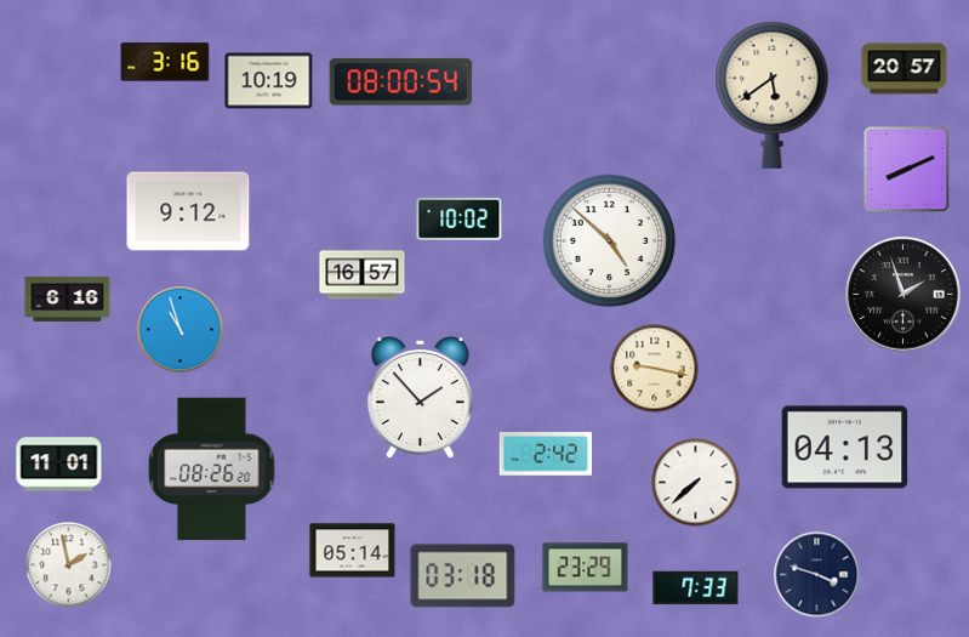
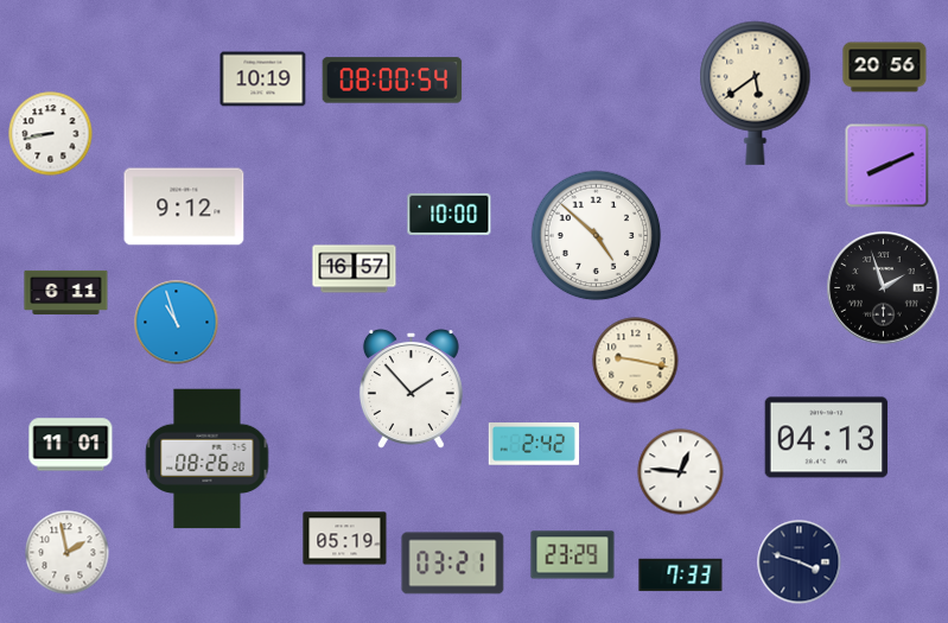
clock at (165, 62): 3:16 -> none
clock at (905, 69): 20:57 -> 20:56
clock at (51, 134): none -> 8:43
clock at (460, 218): 10:02 -> 10:00
clock at (68, 298): 6:16 -> 6:11
clock at (655, 369) position: (655, 369) -> (636, 361)
clock at (59, 465) position: (59, 465) -> (71, 445)
clock at (696, 483): 7:38 -> 12:46
clock at (353, 551): 05:14 -> 05:19
clock at (463, 576): 03:18 -> 03:21
